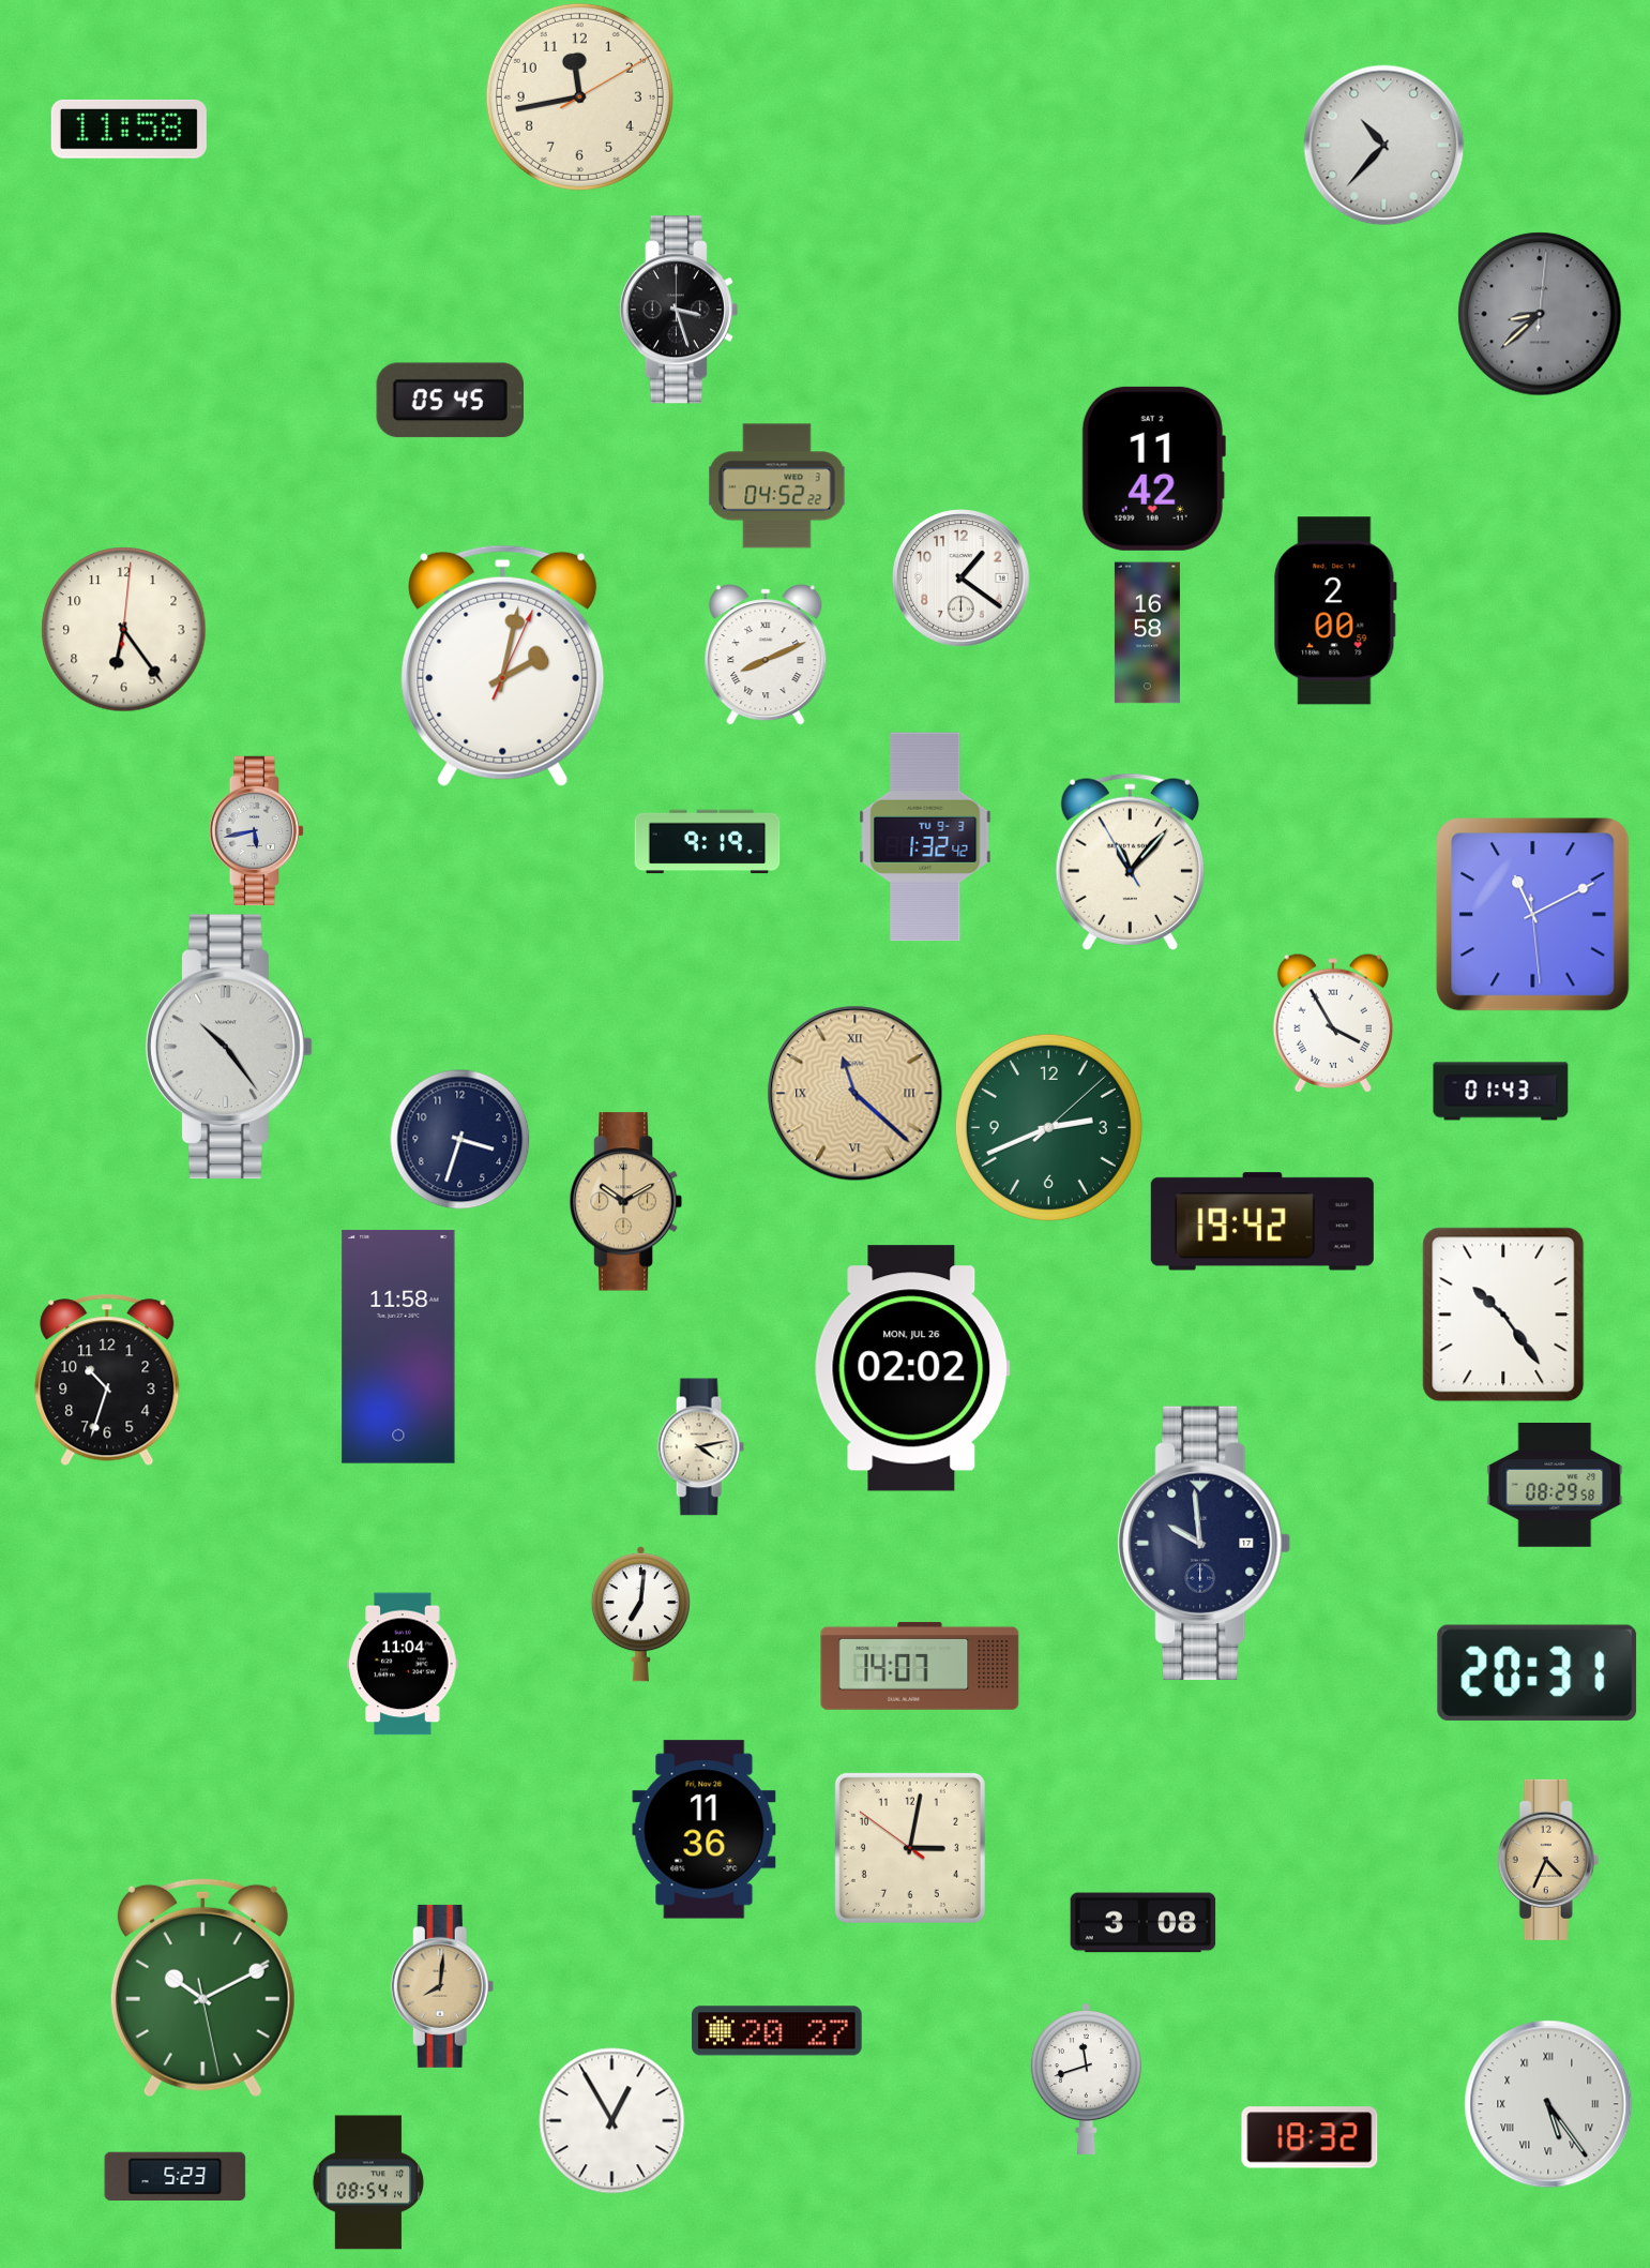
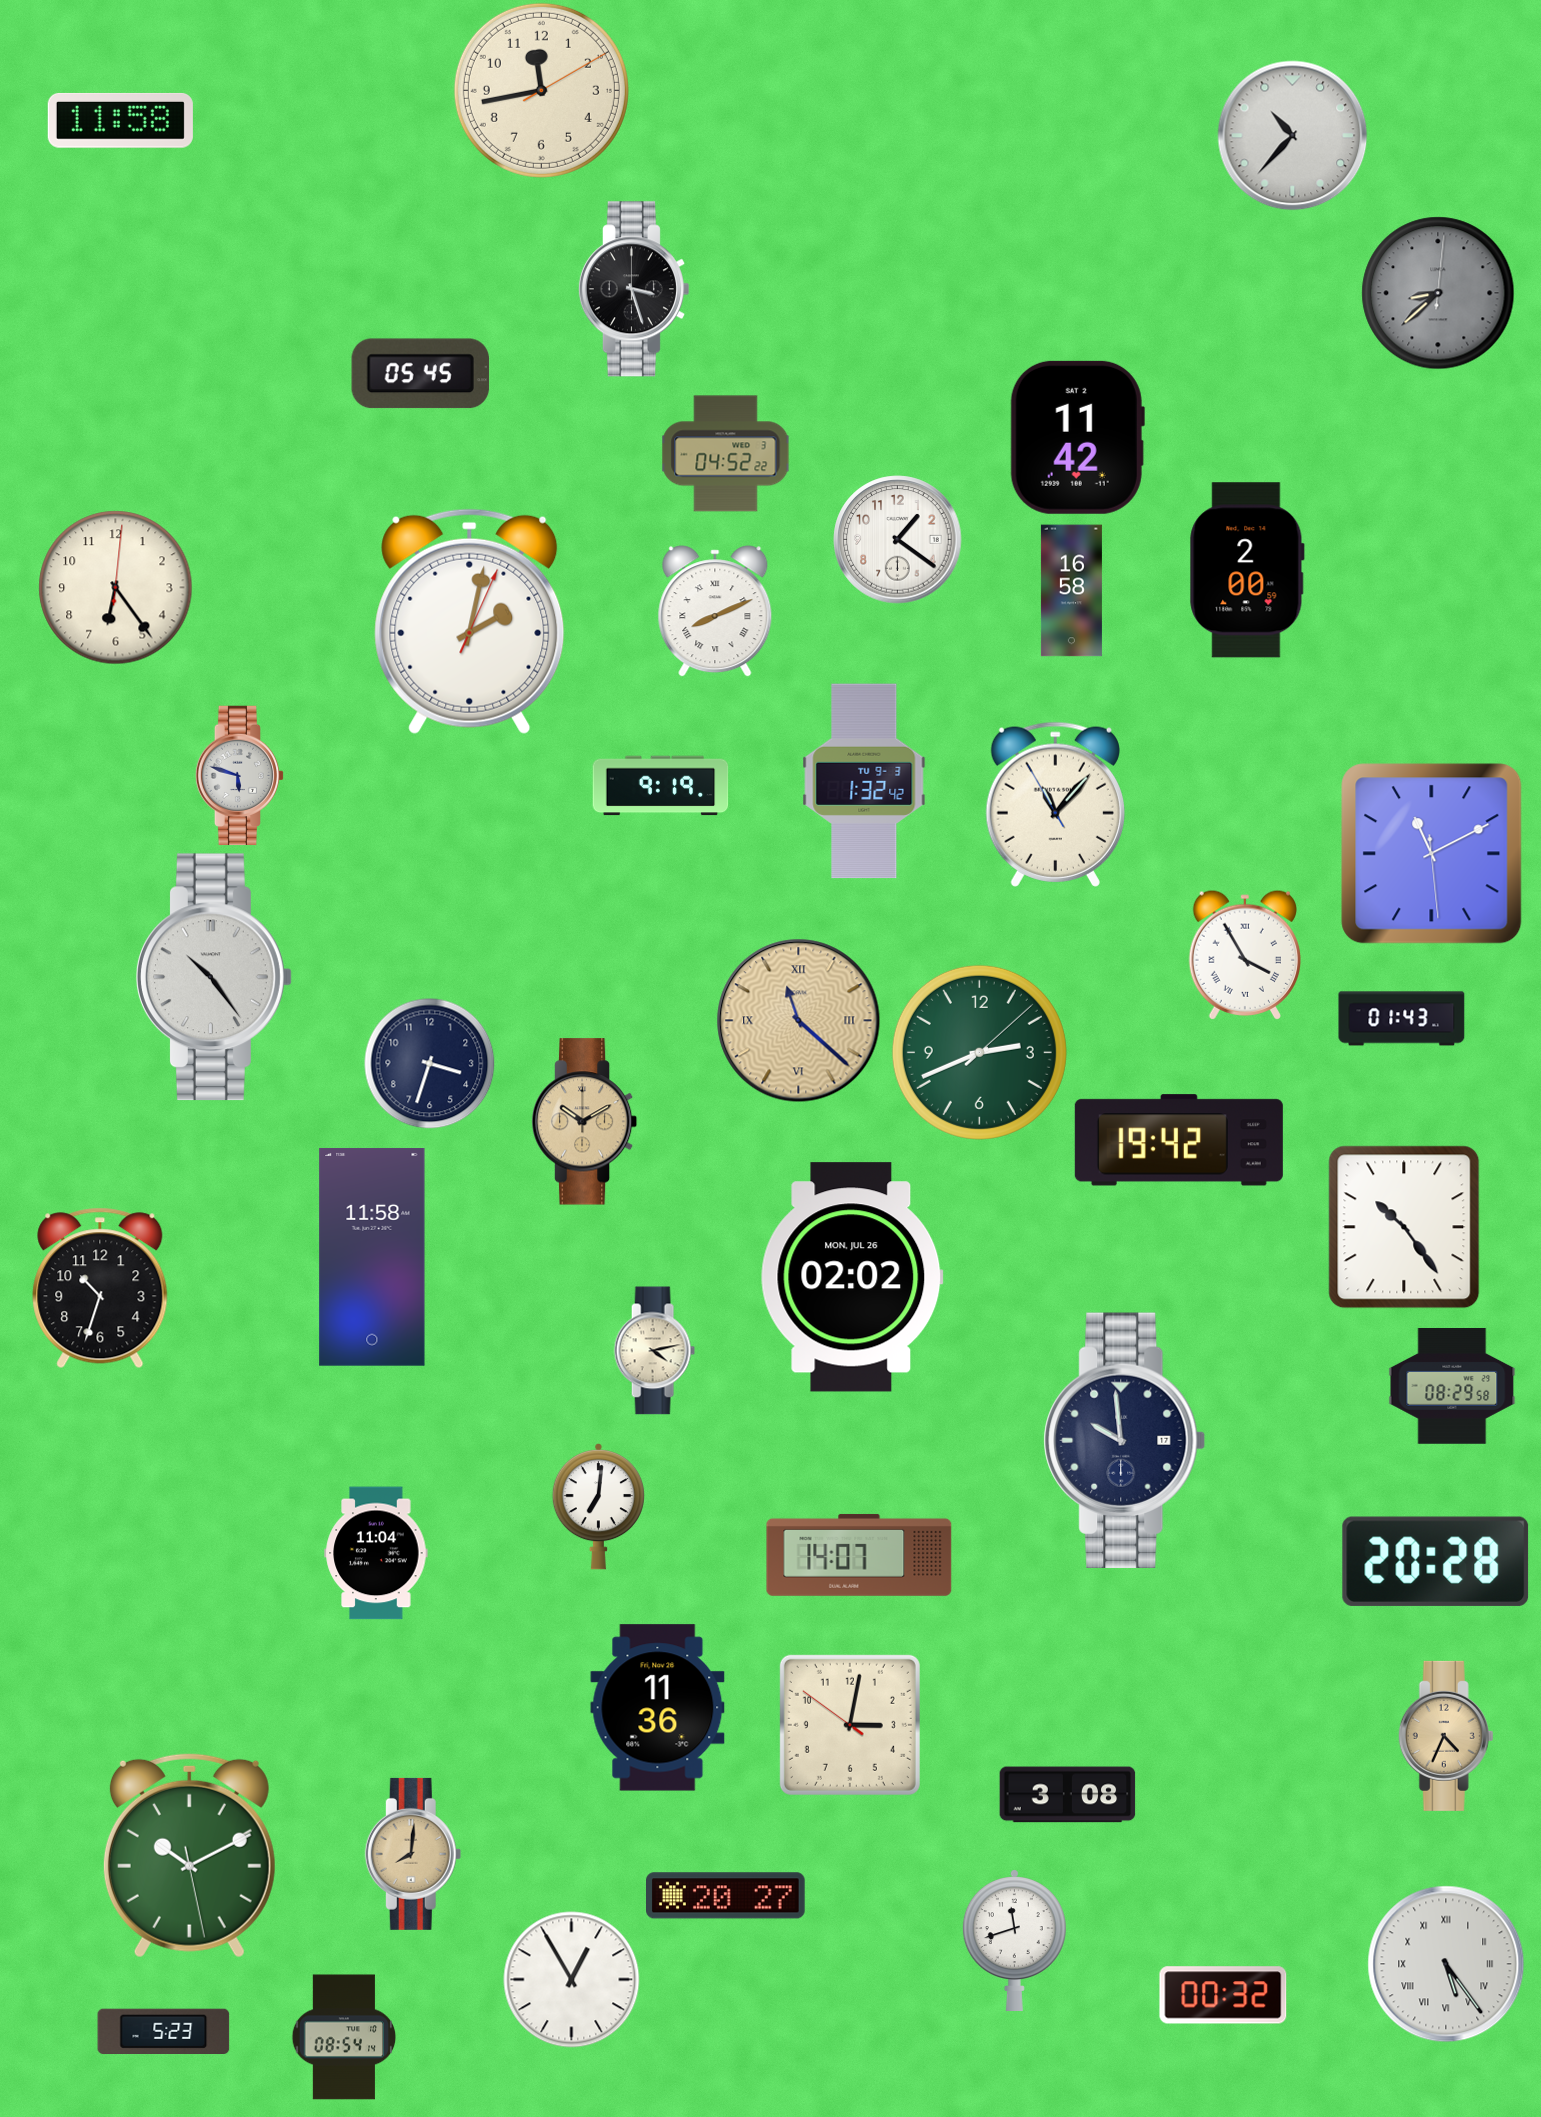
clock at (257, 831): 5:43 -> 5:48
clock at (1538, 1672): 20:31 -> 20:28
clock at (1310, 2137): 18:32 -> 00:32
